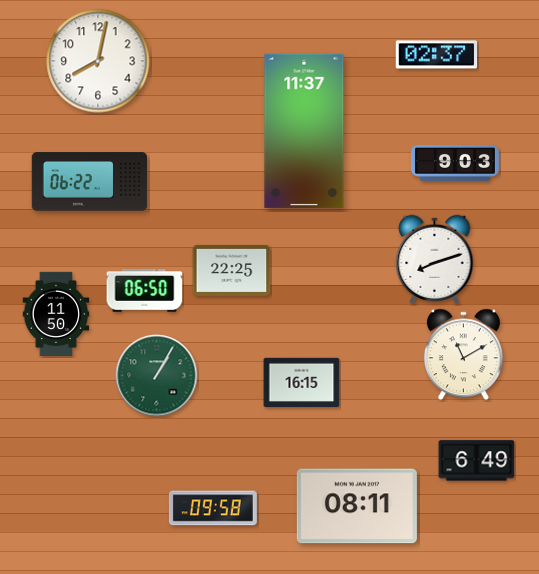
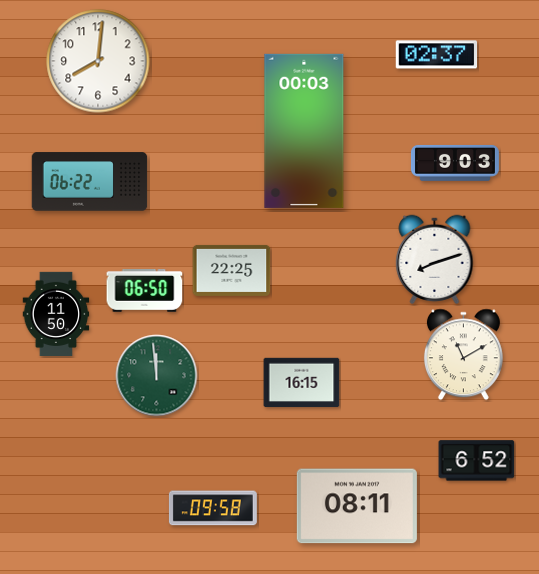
clock at (98, 61): 8:02 -> 8:01
clock at (304, 131): 11:37 -> 00:03
clock at (157, 376): 1:05 -> 11:59
clock at (477, 461): 6:49 -> 6:52
